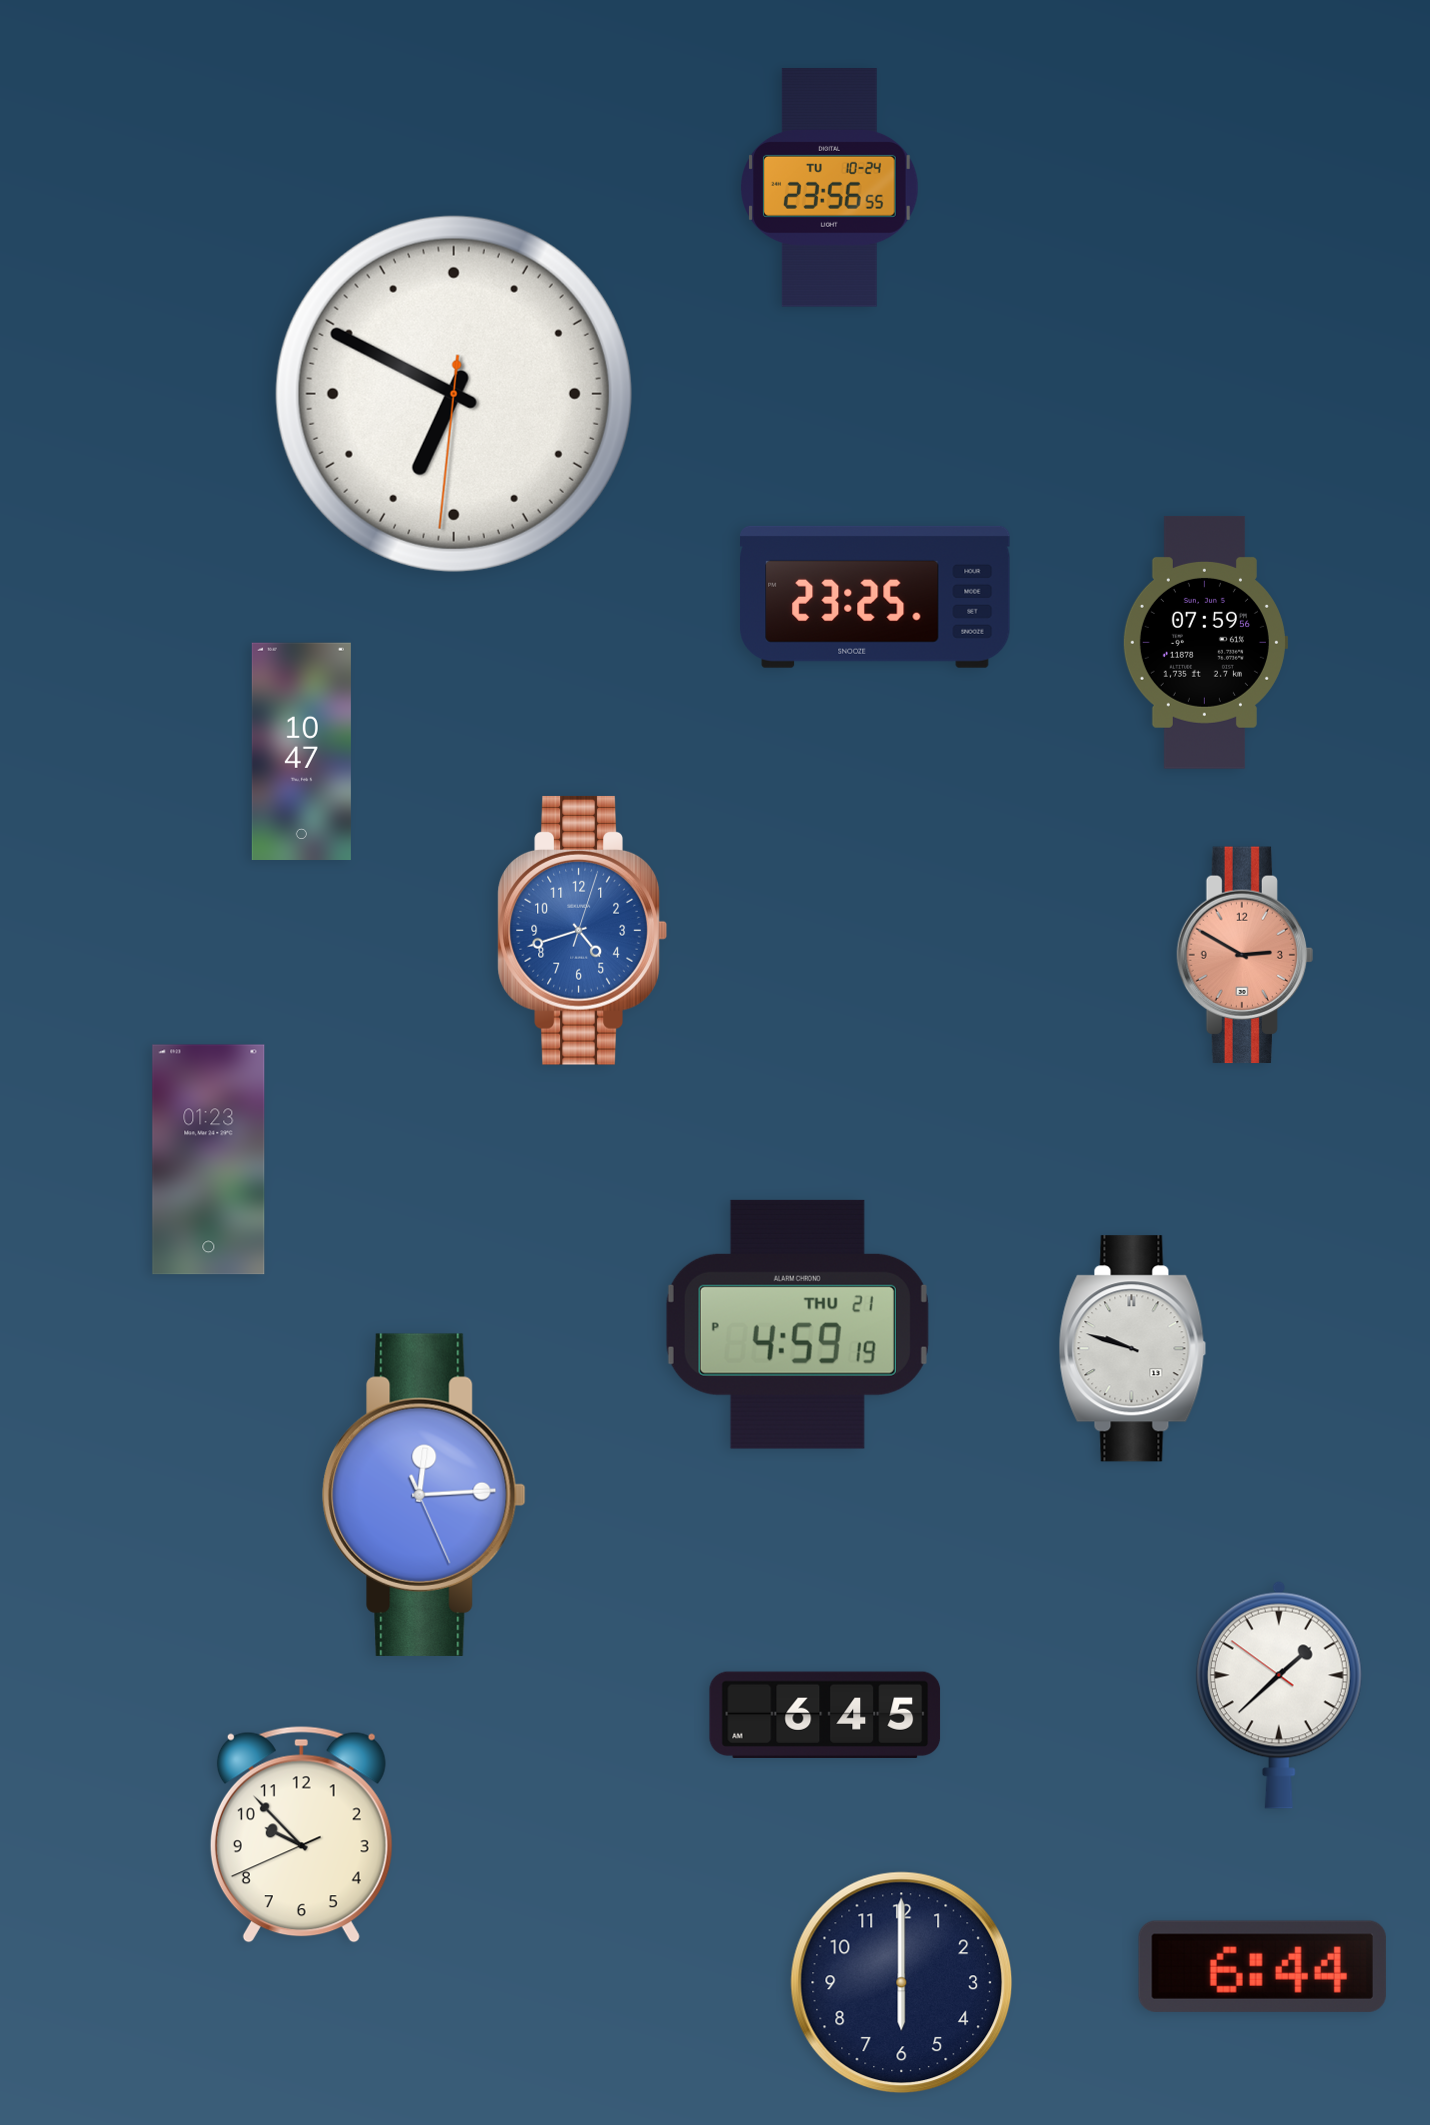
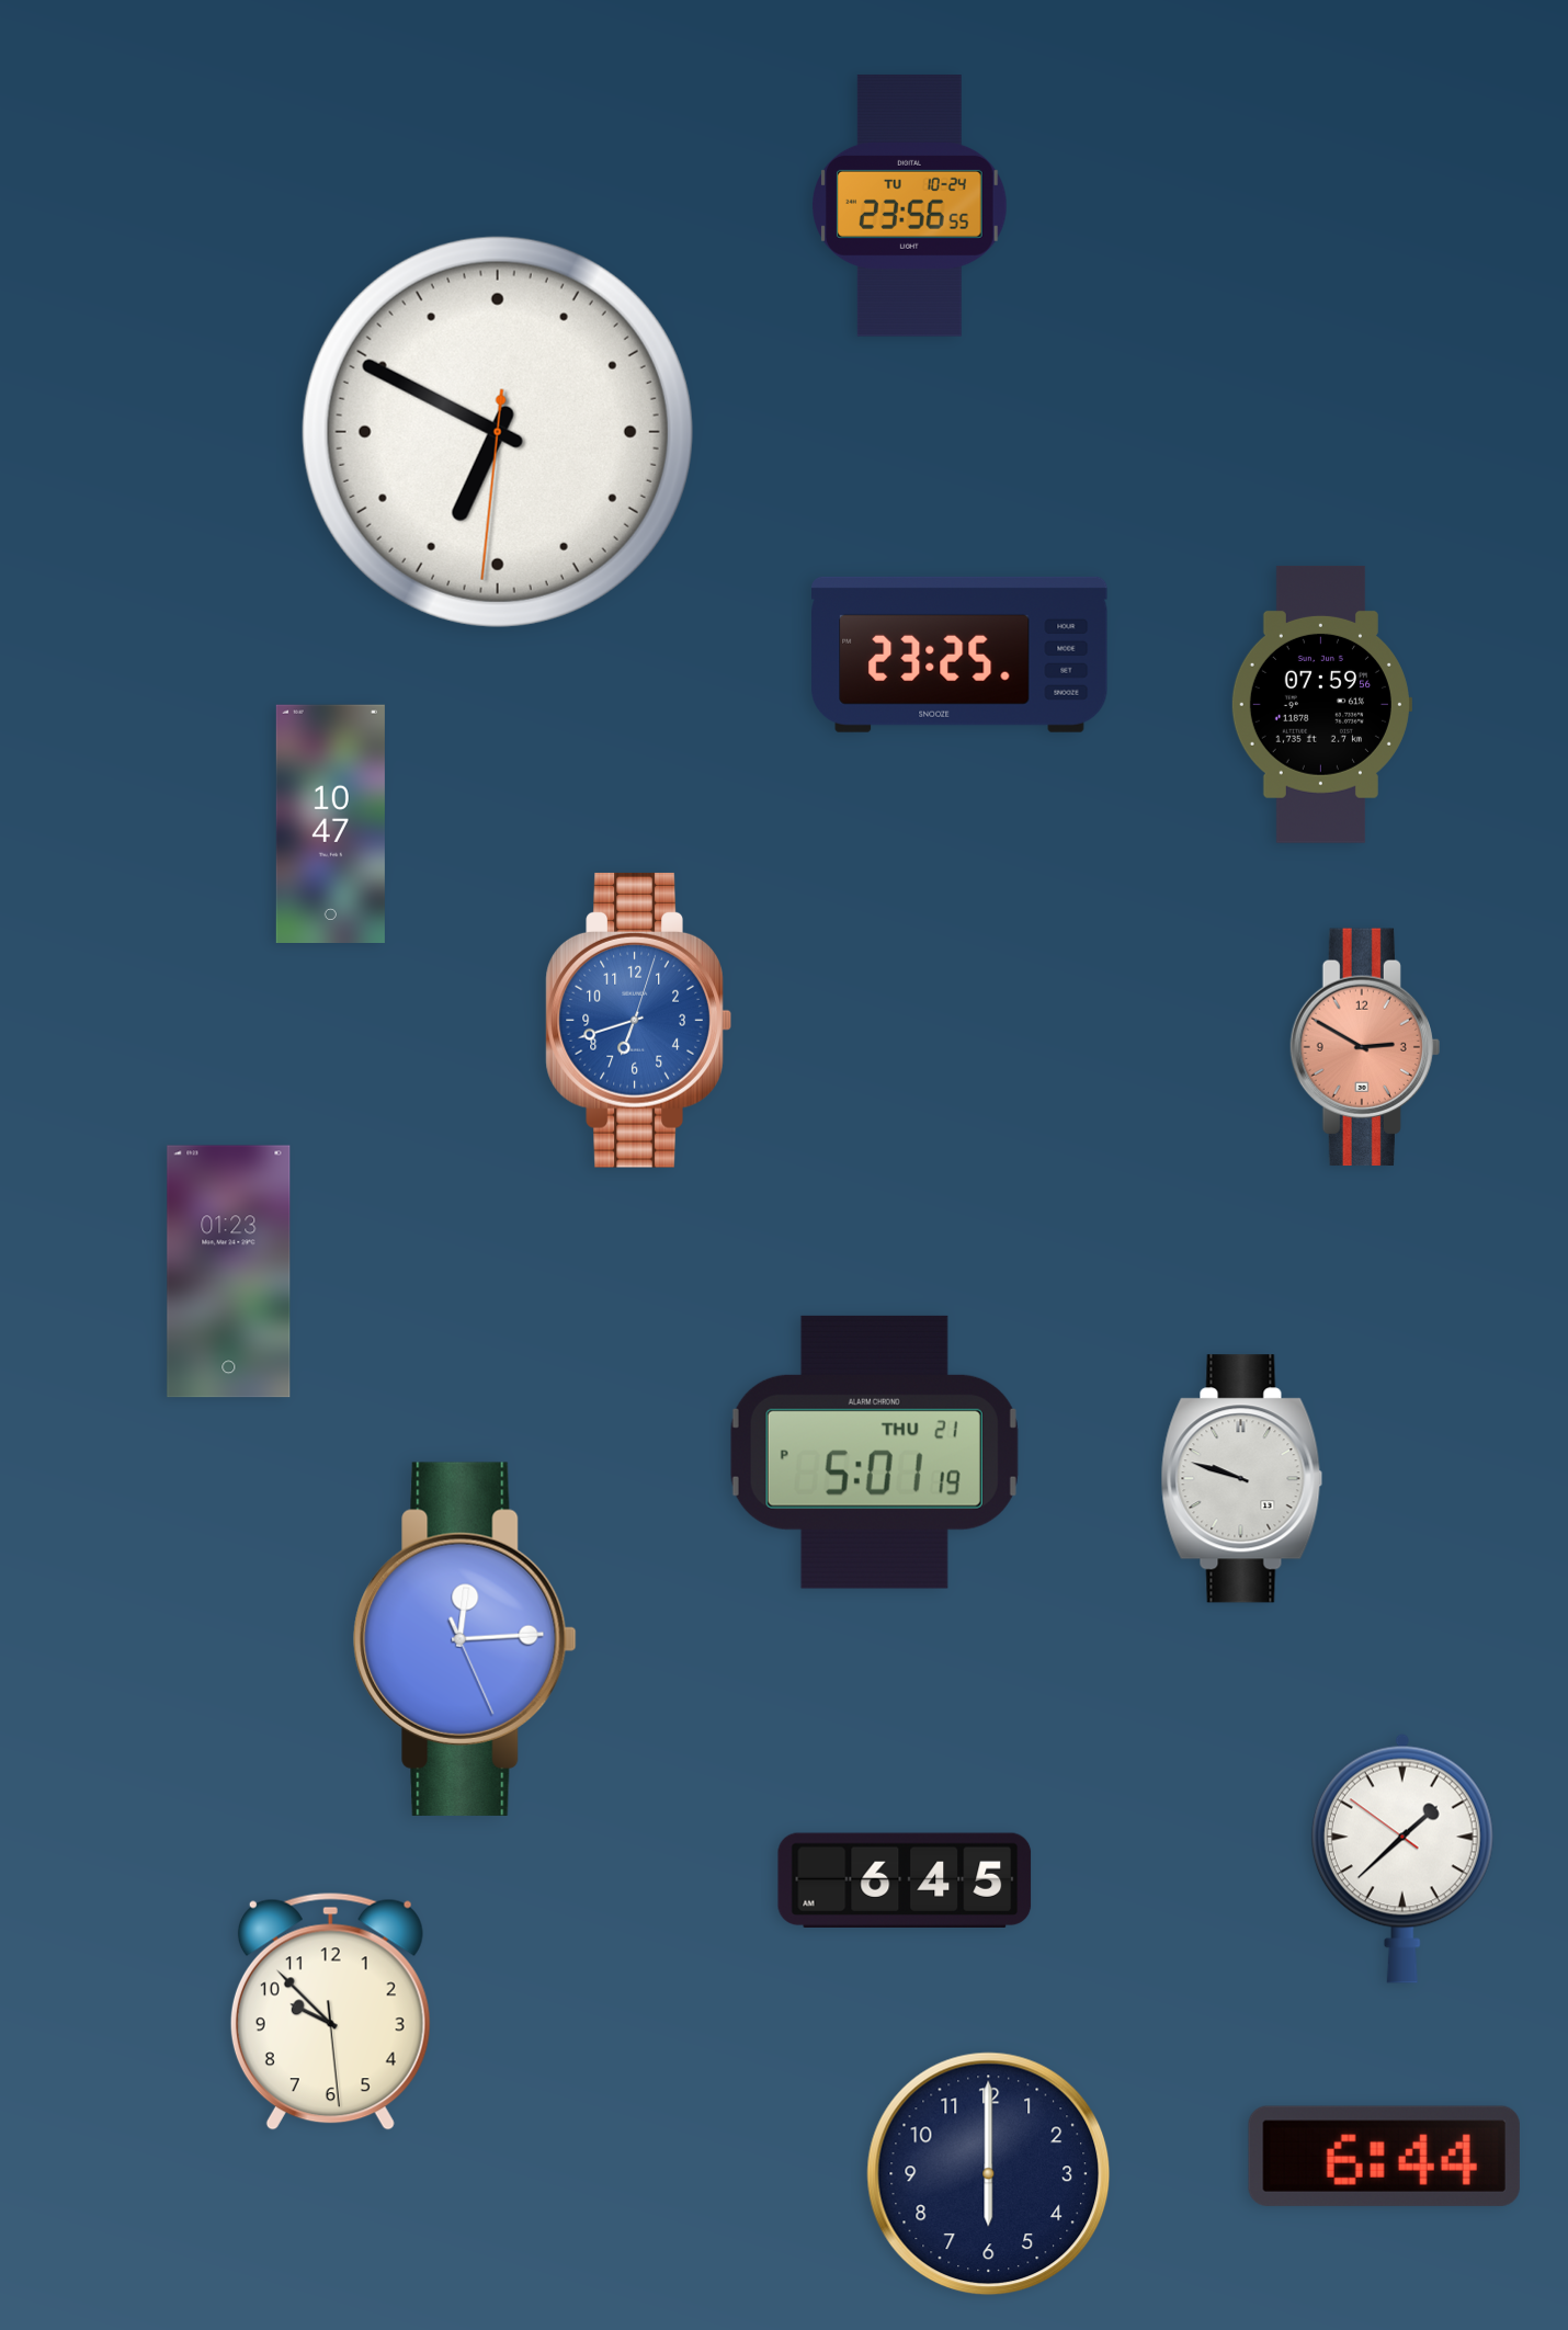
clock at (582, 930): 4:42 -> 6:42
clock at (797, 1324): 4:59 -> 5:01
clock at (301, 1834): 9:52:41 -> 9:52:29
